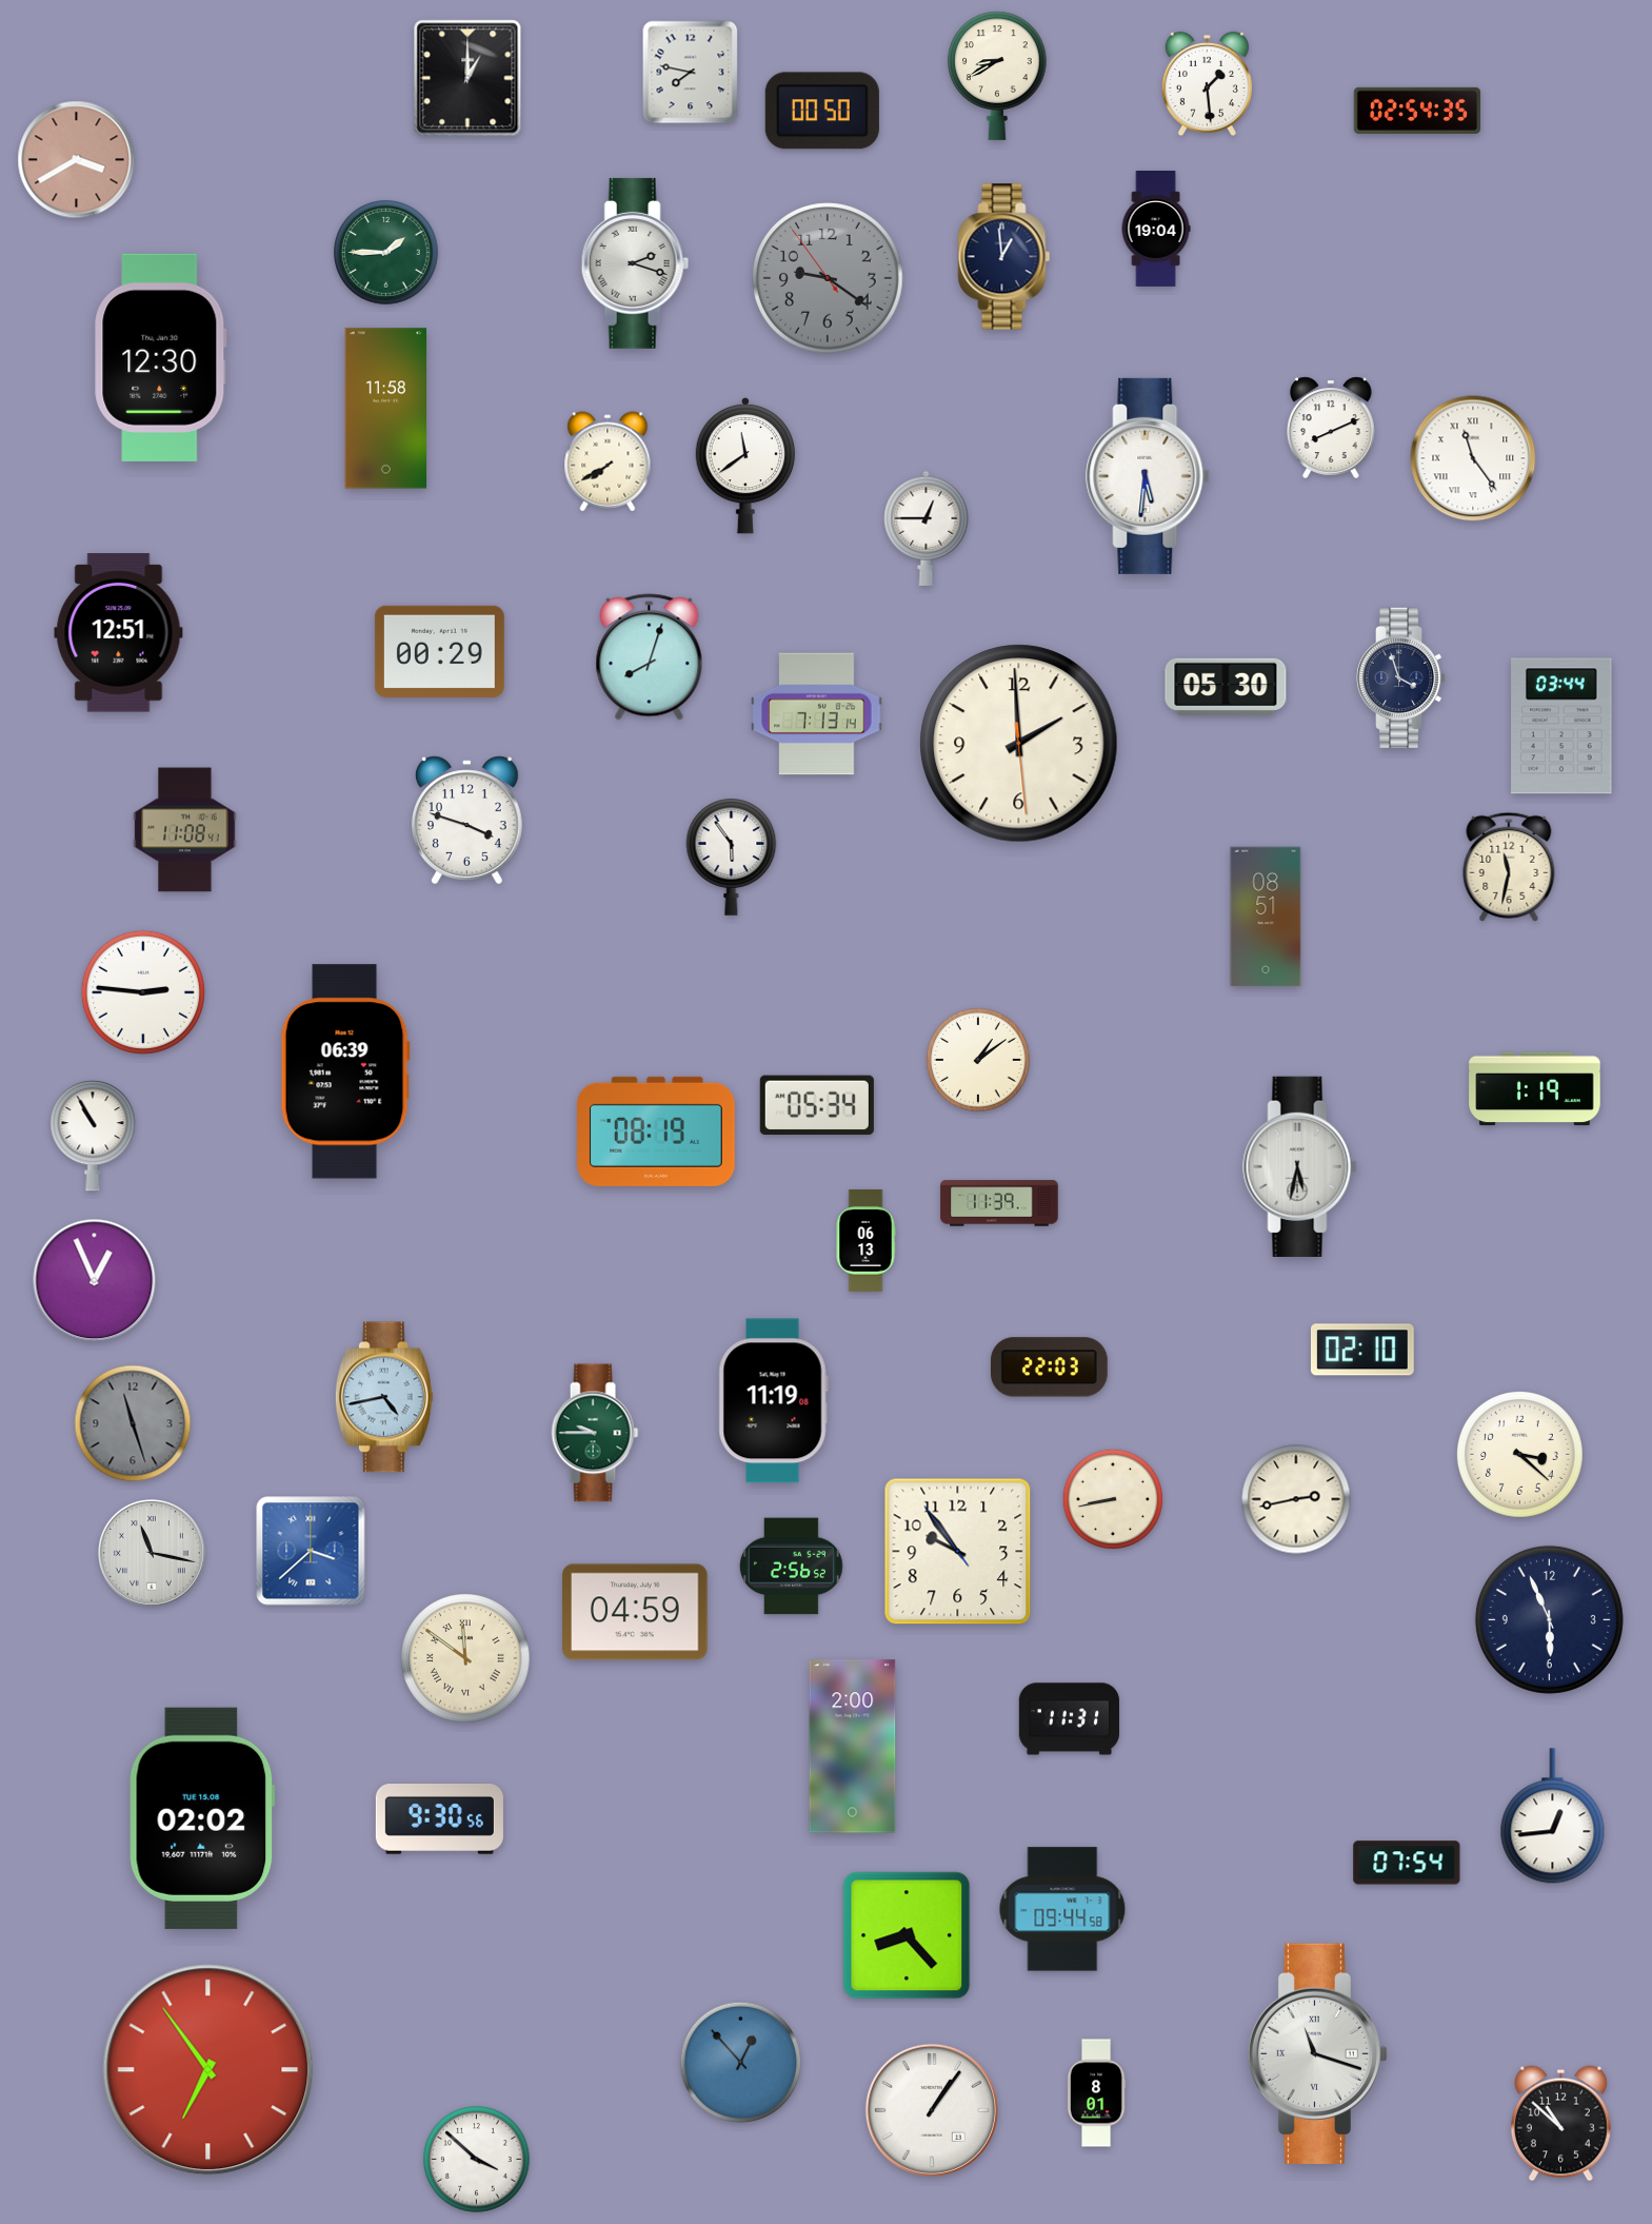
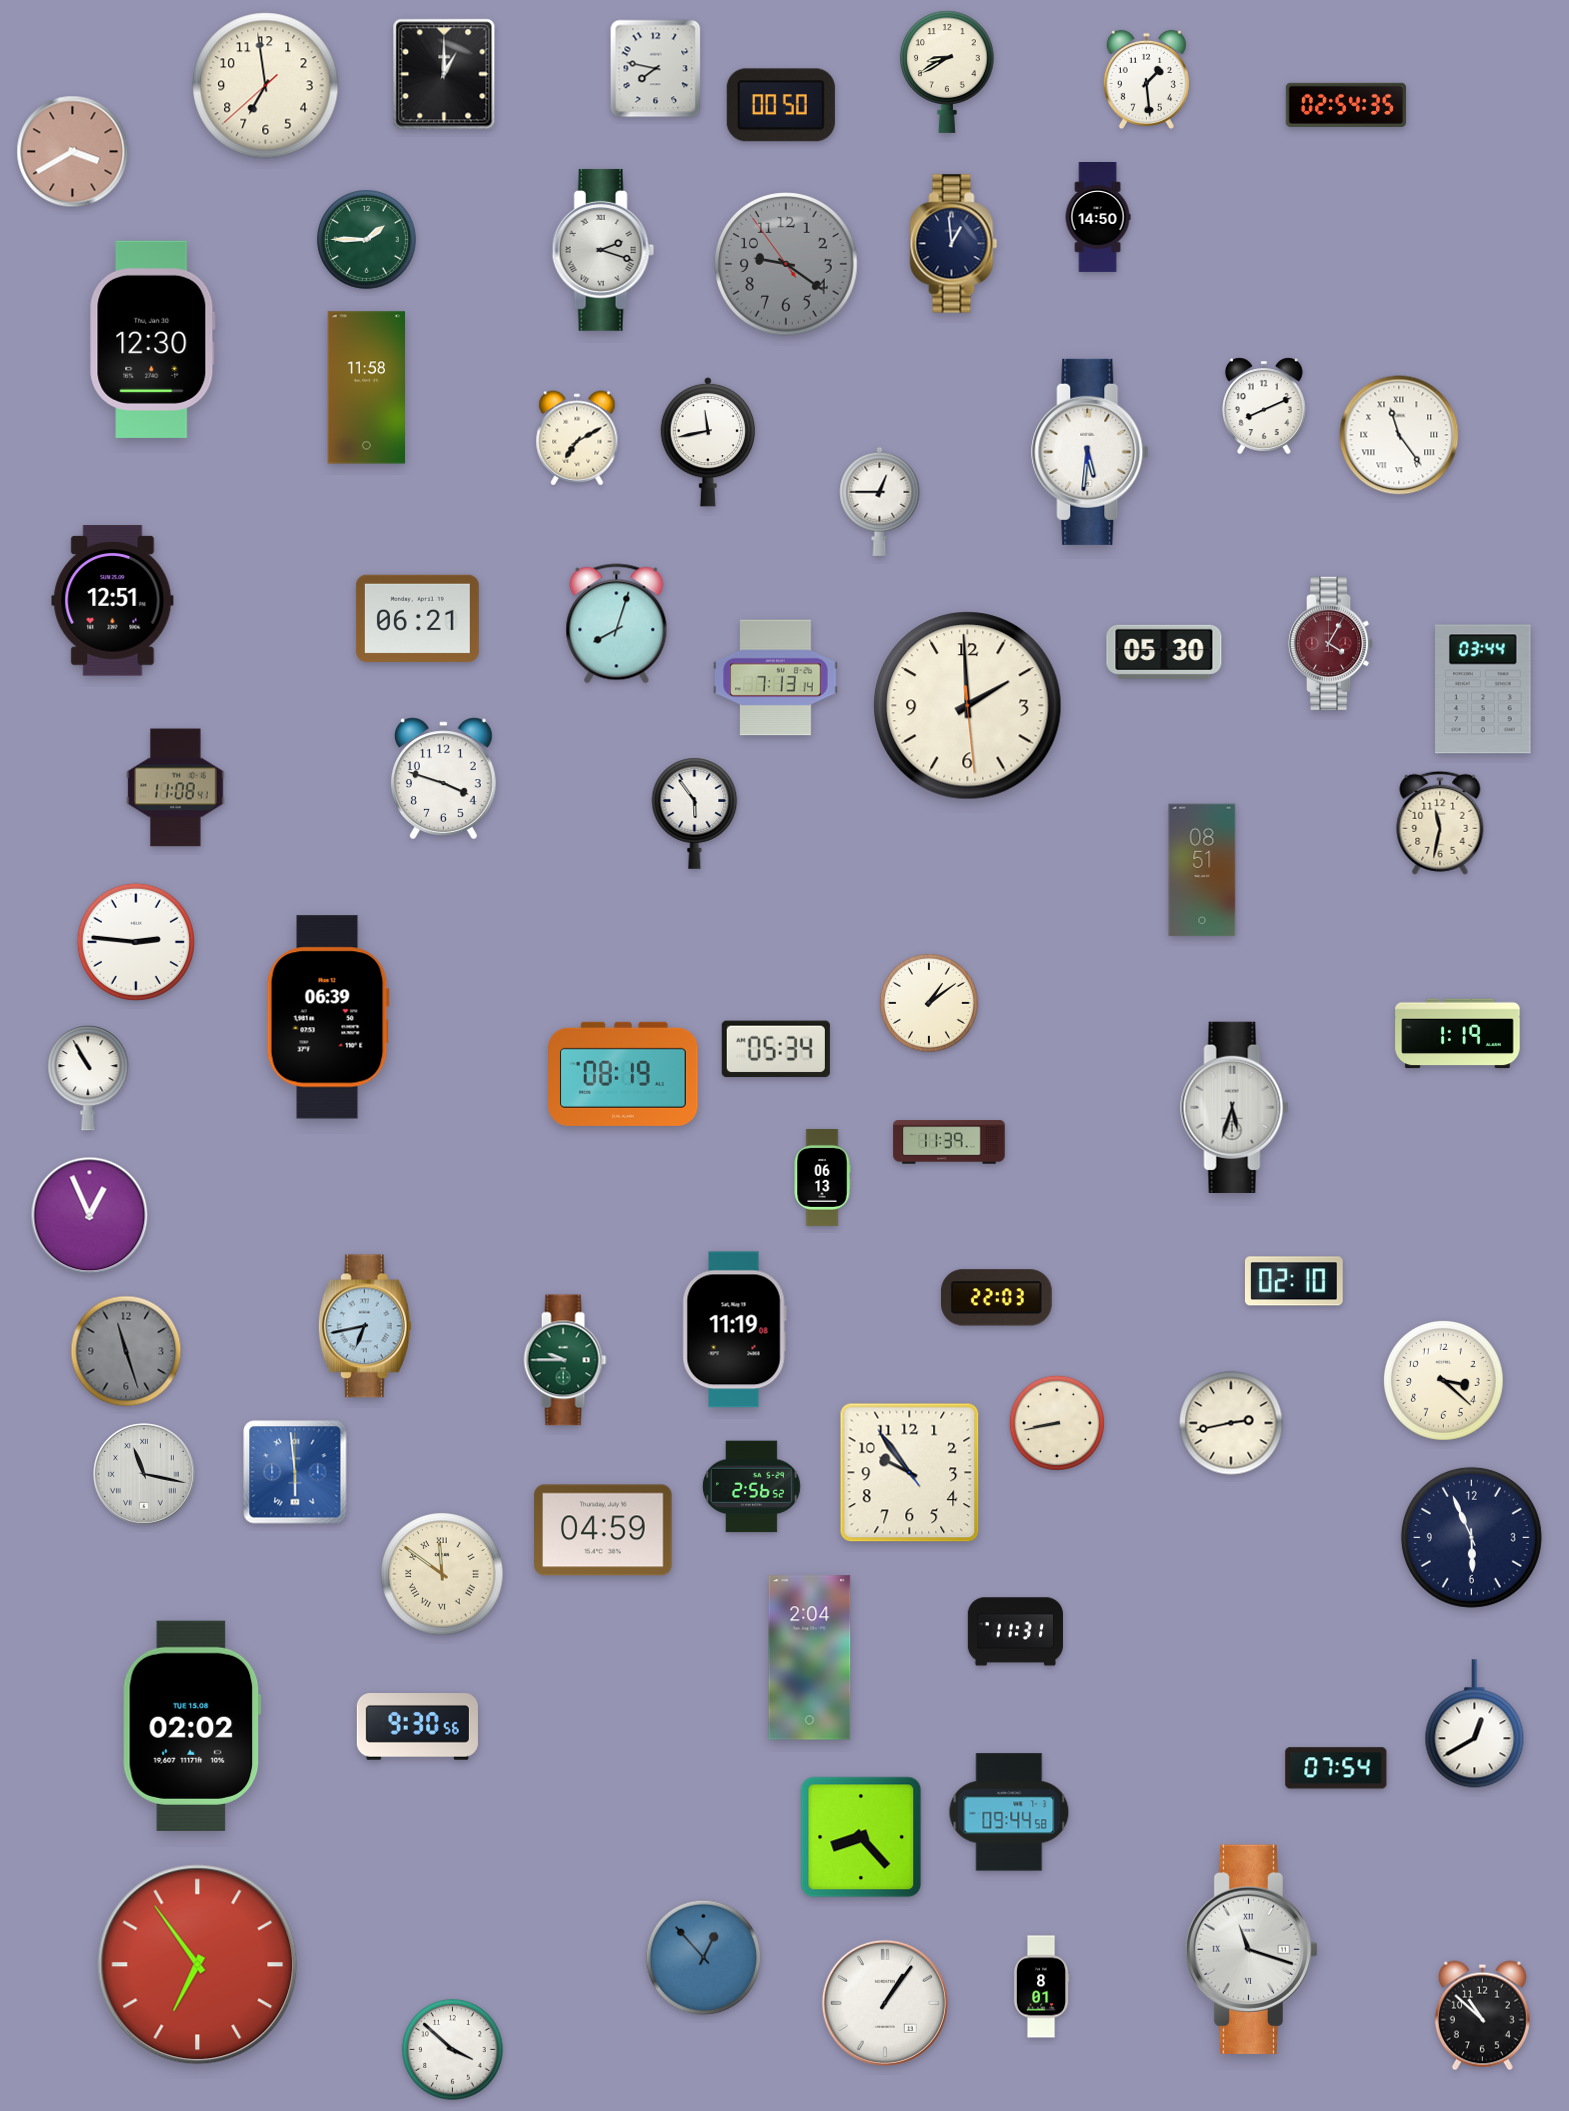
clock at (266, 86): none -> 6:58
clock at (1156, 230): 19:04 -> 14:50
clock at (608, 461): 7:40 -> 7:10
clock at (745, 466): 11:39 -> 11:43
clock at (439, 651): 00:29 -> 06:21
clock at (1401, 677): 3:57 -> 4:05
clock at (1401, 677) dial: navy -> burgundy
clock at (1509, 867) position: (1509, 867) -> (1440, 823)
clock at (978, 1060) position: (978, 1060) -> (929, 1003)
clock at (1300, 1166): 5:32 -> 5:33
clock at (384, 1397): 4:43 -> 6:43
clock at (311, 1551): 3:38 -> 5:59
clock at (853, 1747): 2:00 -> 2:04
clock at (1553, 1816): 12:44 -> 12:40
